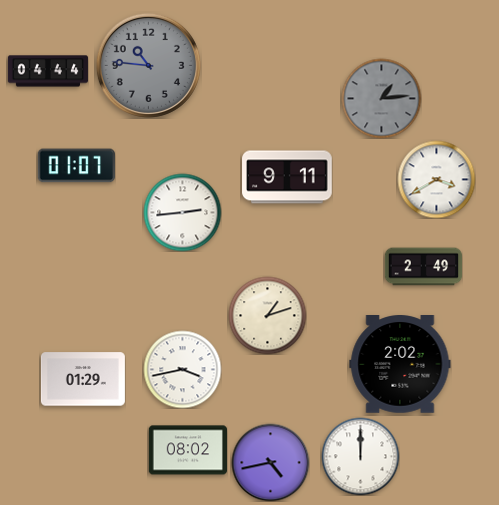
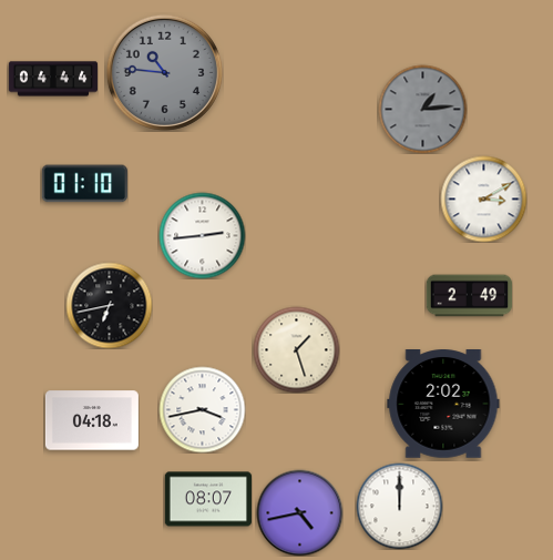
clock at (76, 166): 01:07 -> 01:10
clock at (287, 177): 9:11 -> none
clock at (436, 179): 3:40 -> 3:10
clock at (109, 305): none -> 6:43
clock at (267, 315): 1:12 -> 1:27
clock at (83, 379): 01:29 -> 04:18
clock at (187, 450): 08:02 -> 08:07
